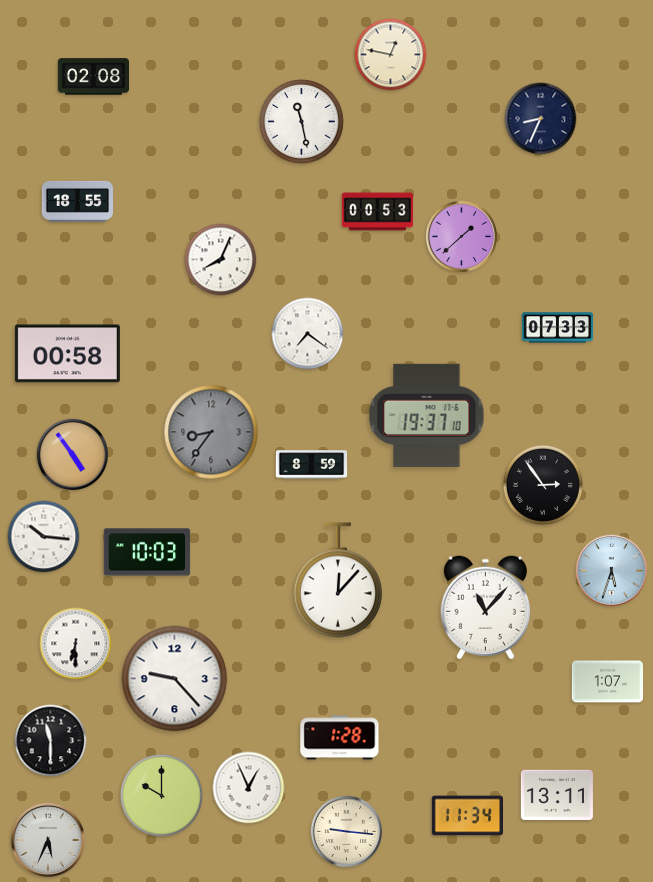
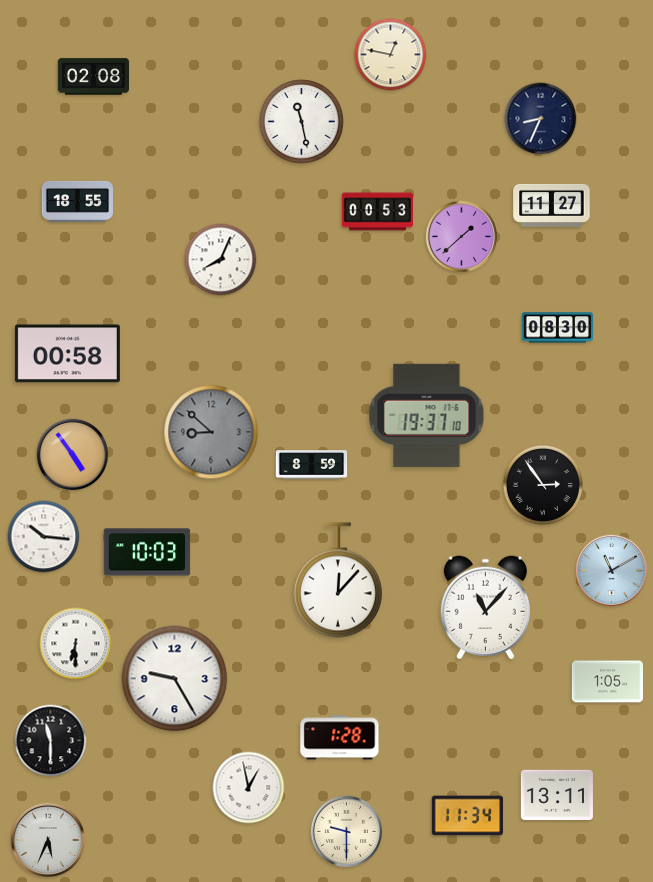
clock at (552, 205): none -> 11:27
clock at (558, 328): 07:33 -> 08:30
clock at (308, 334): 7:21 -> none
clock at (211, 432): 8:36 -> 8:52
clock at (612, 571): 5:33 -> 11:10
clock at (175, 679): 9:23 -> 9:25
clock at (607, 682): 1:07 -> 1:05
clock at (249, 788): 12:56 -> 12:58
clock at (161, 795): 10:00 -> none
clock at (347, 832): 9:16 -> 9:30
